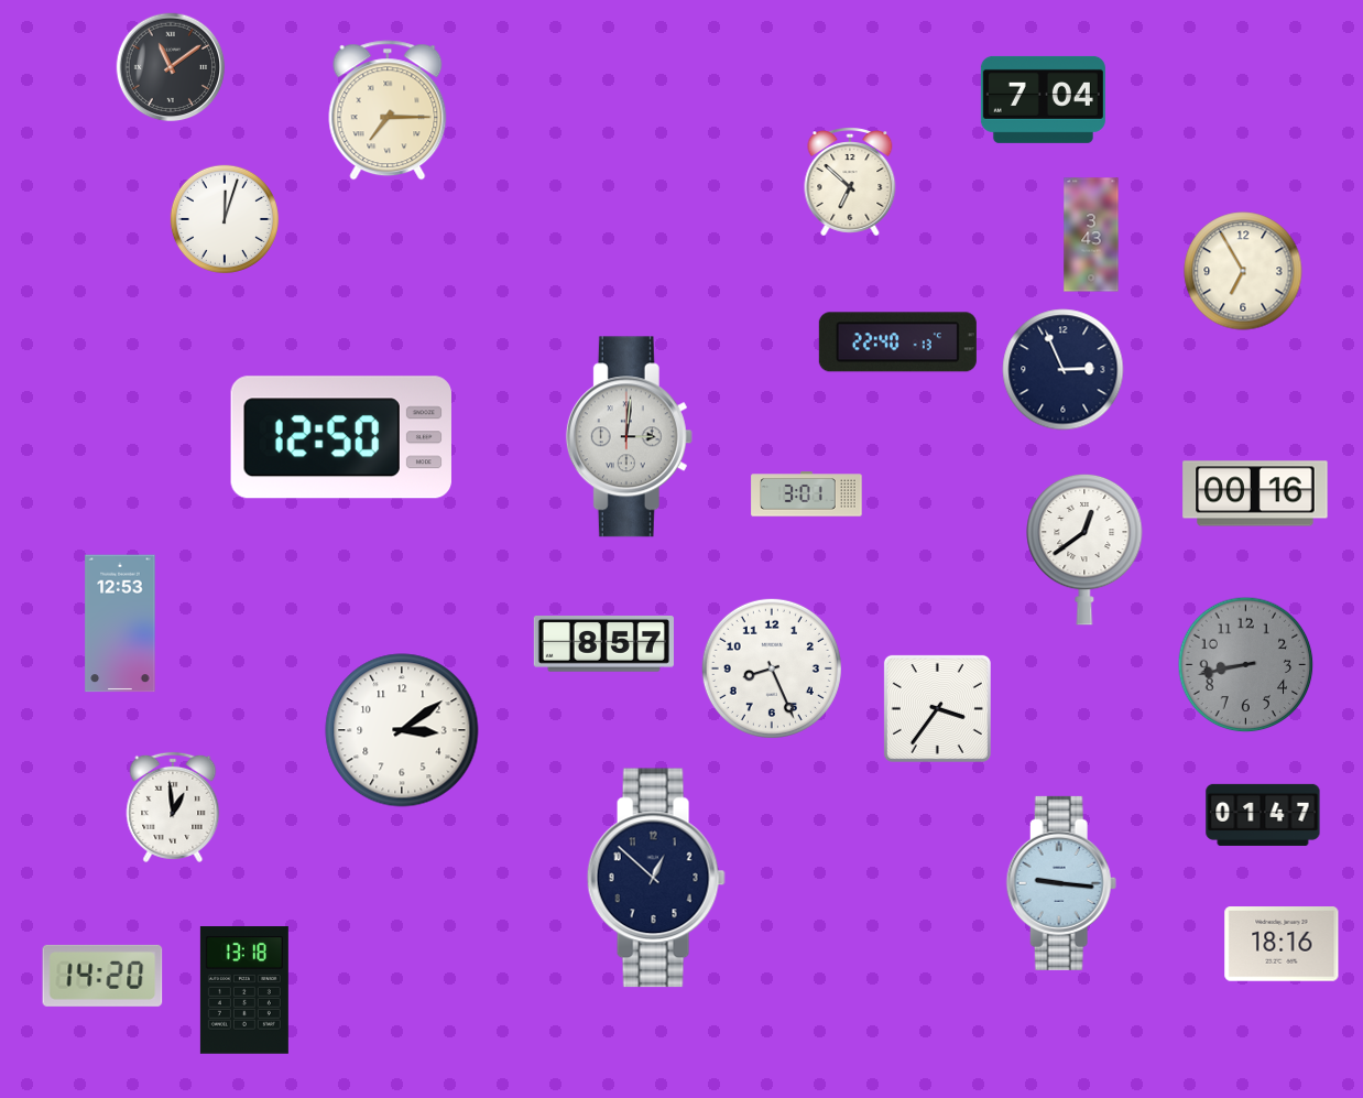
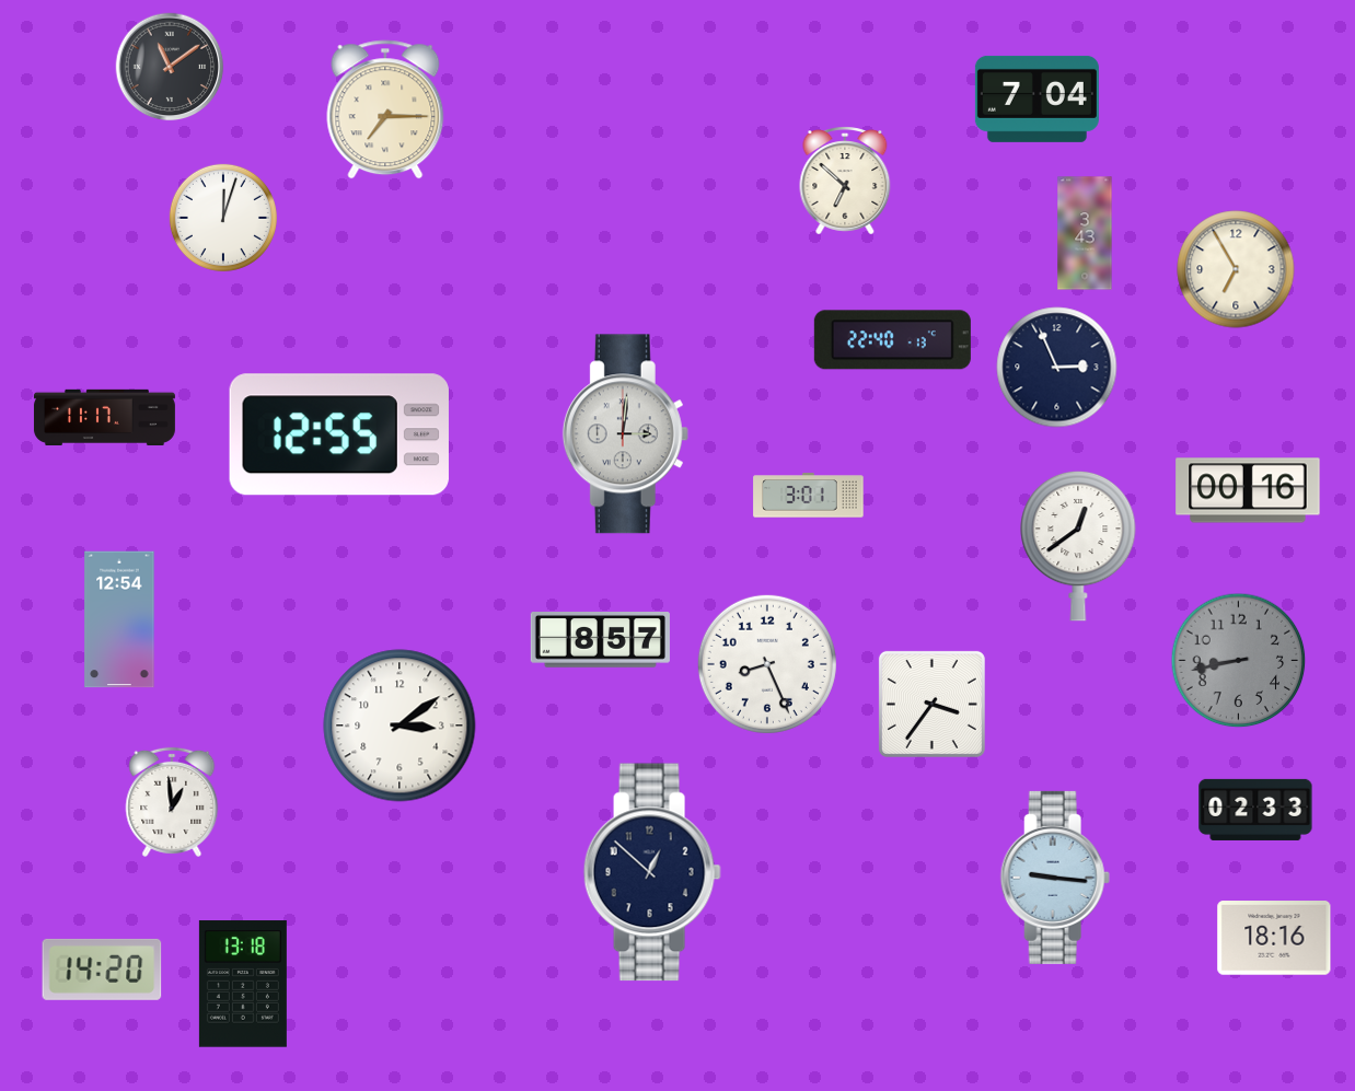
clock at (104, 417): none -> 11:17
clock at (341, 437): 12:50 -> 12:55
clock at (807, 494) position: (807, 494) -> (809, 496)
clock at (120, 623): 12:53 -> 12:54
clock at (1263, 815): 01:47 -> 02:33
